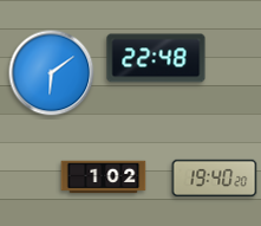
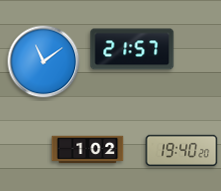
clock at (156, 58): 22:48 -> 21:57
clock at (52, 73): 6:09 -> 11:09
